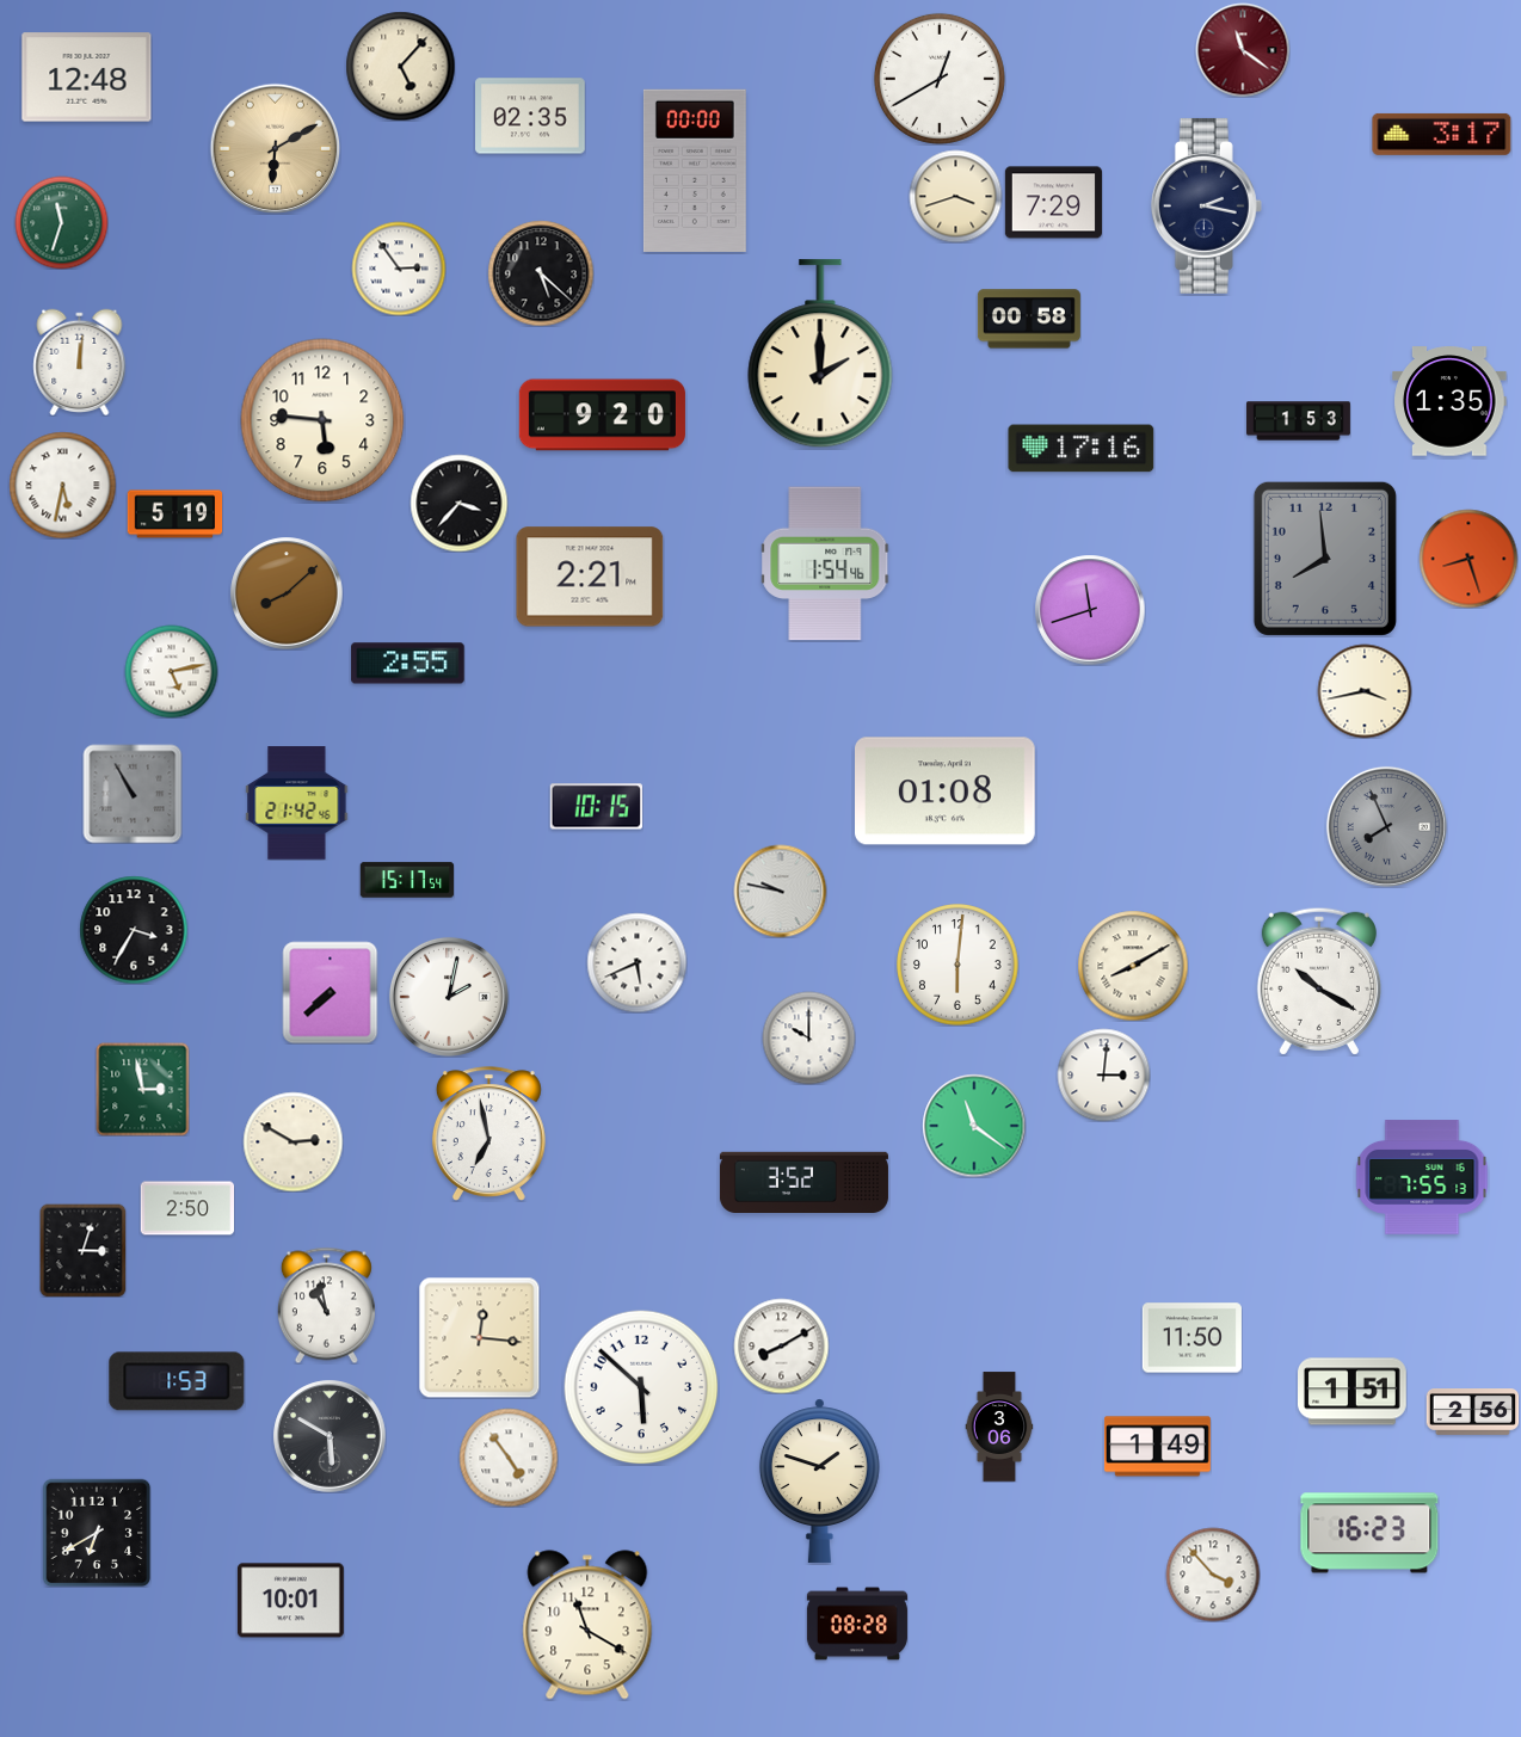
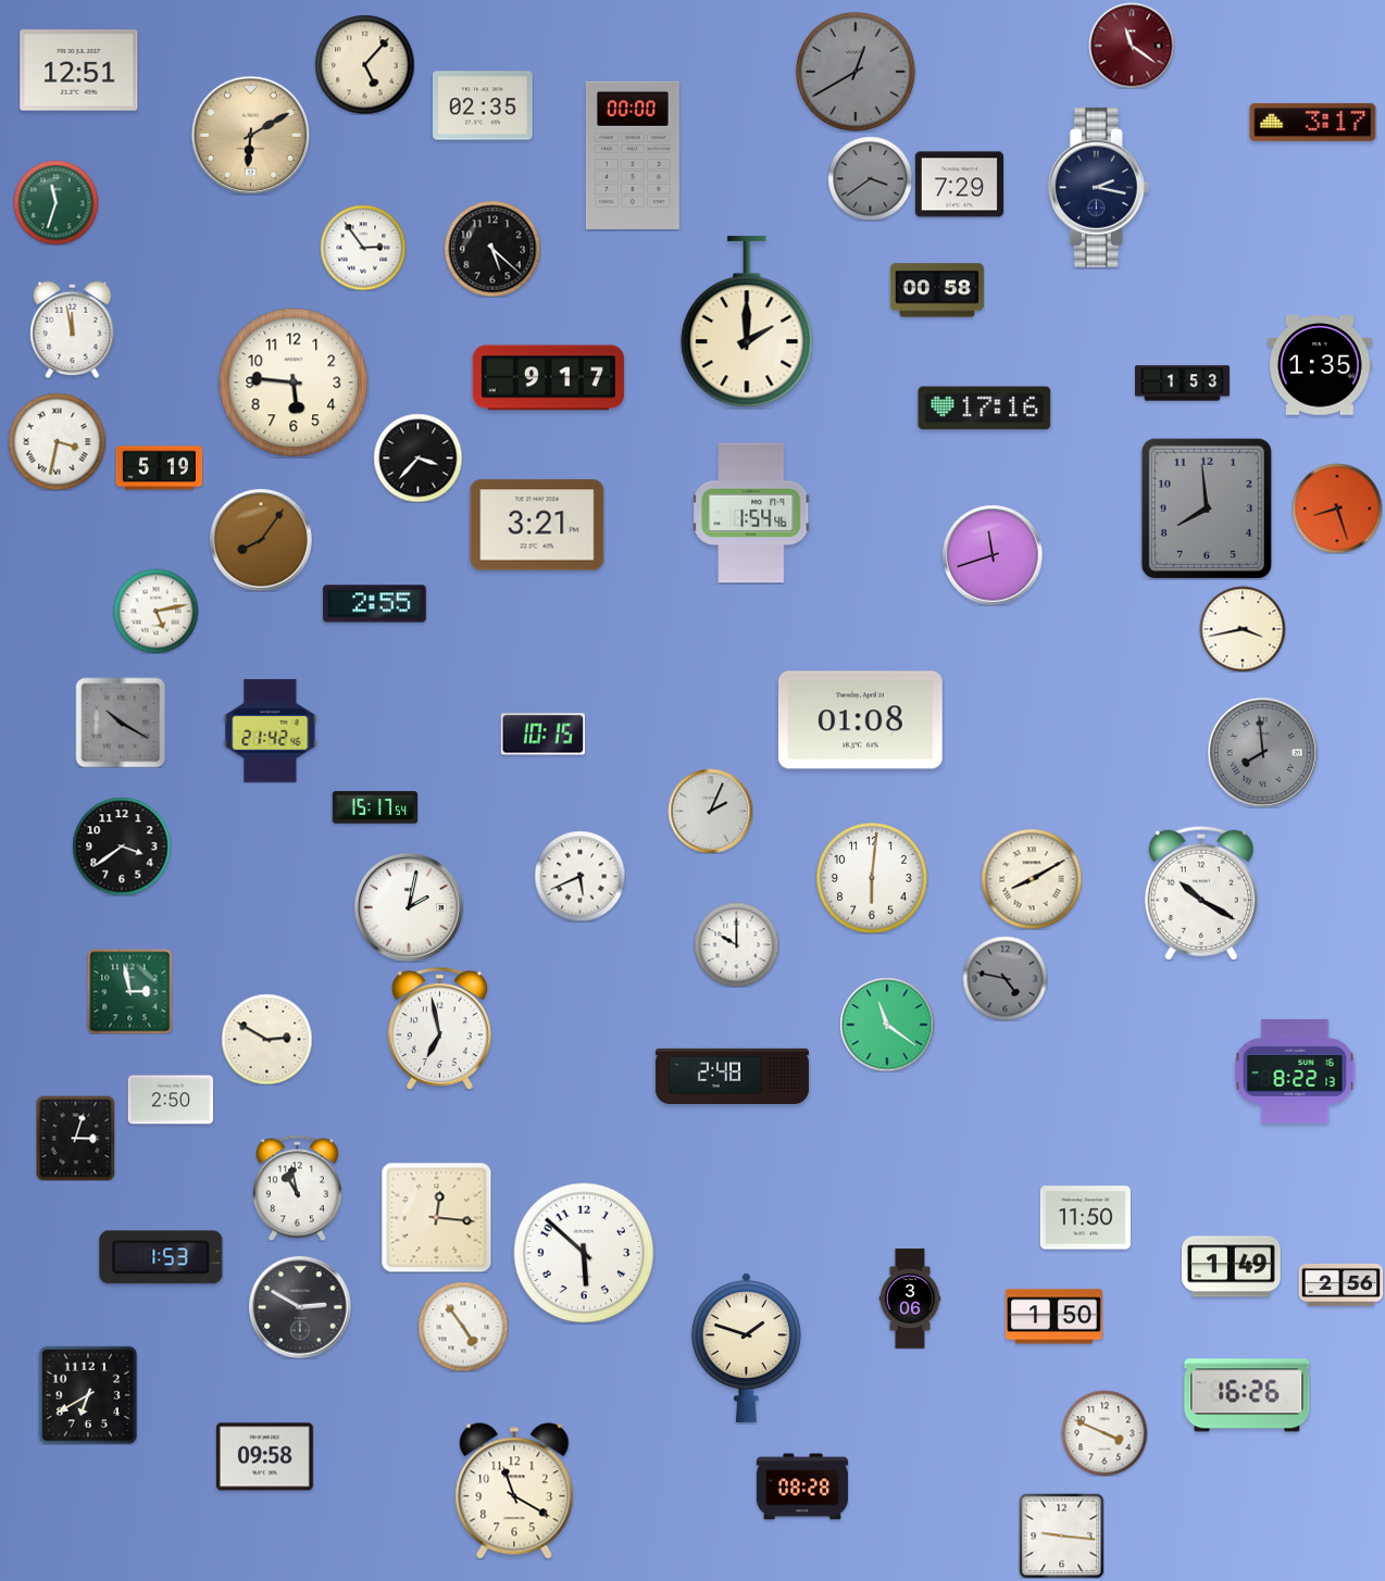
clock at (400, 66) position: (400, 66) -> (364, 64)
clock at (87, 78): 12:48 -> 12:51
clock at (940, 79) dial: white -> grey
clock at (955, 196): 3:42 -> 3:39
clock at (955, 196) dial: cream -> grey
clock at (399, 269) position: (399, 269) -> (363, 248)
clock at (80, 362): 12:01 -> 11:58
clock at (602, 415): 9:20 -> 9:17
clock at (62, 485): 5:32 -> 3:32
clock at (590, 577): 2:21 -> 3:21
clock at (287, 593): 8:08 -> 8:06
clock at (408, 664) position: (408, 664) -> (375, 604)
clock at (133, 794): 10:55 -> 10:20
clock at (1386, 826): 7:56 -> 7:59
clock at (407, 880) position: (407, 880) -> (375, 807)
clock at (780, 891): 9:47 -> 2:04
clock at (134, 930): 3:35 -> 3:39
clock at (331, 992): 7:38 -> none
clock at (1103, 1074): 3:01 -> 4:47
clock at (1103, 1074) dial: white -> grey
clock at (488, 1134) position: (488, 1134) -> (439, 1029)
clock at (1422, 1177): 7:55 -> 8:22
clock at (803, 1182): 3:52 -> 2:48
clock at (781, 1345): 8:10 -> none
clock at (641, 1387) position: (641, 1387) -> (584, 1253)
clock at (1353, 1392): 1:51 -> 1:49
clock at (330, 1436): 5:50 -> 2:50
clock at (1157, 1447): 1:49 -> 1:50
clock at (1369, 1533): 16:23 -> 16:26
clock at (1213, 1575): 3:53 -> 3:49
clock at (290, 1601): 10:01 -> 09:58
clock at (857, 1624) position: (857, 1624) -> (802, 1486)
clock at (587, 1625) position: (587, 1625) -> (514, 1491)
clock at (1061, 1535): none -> 9:16
